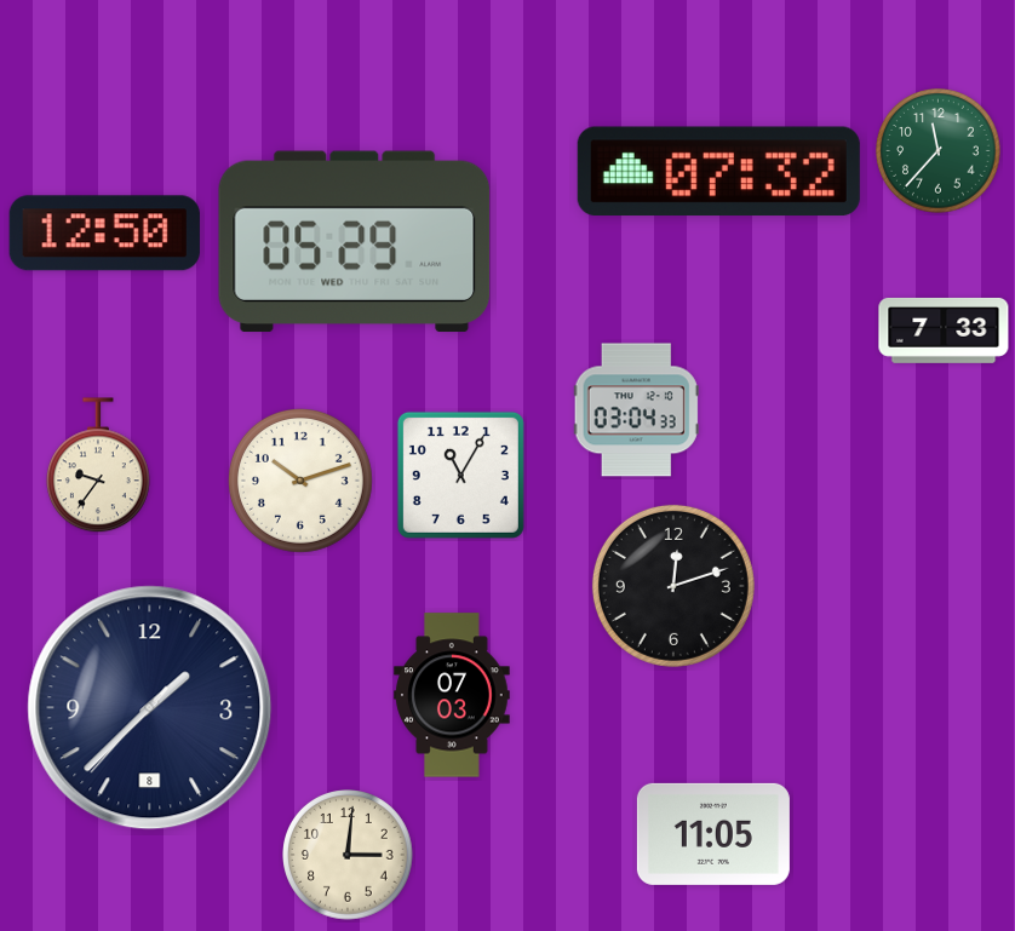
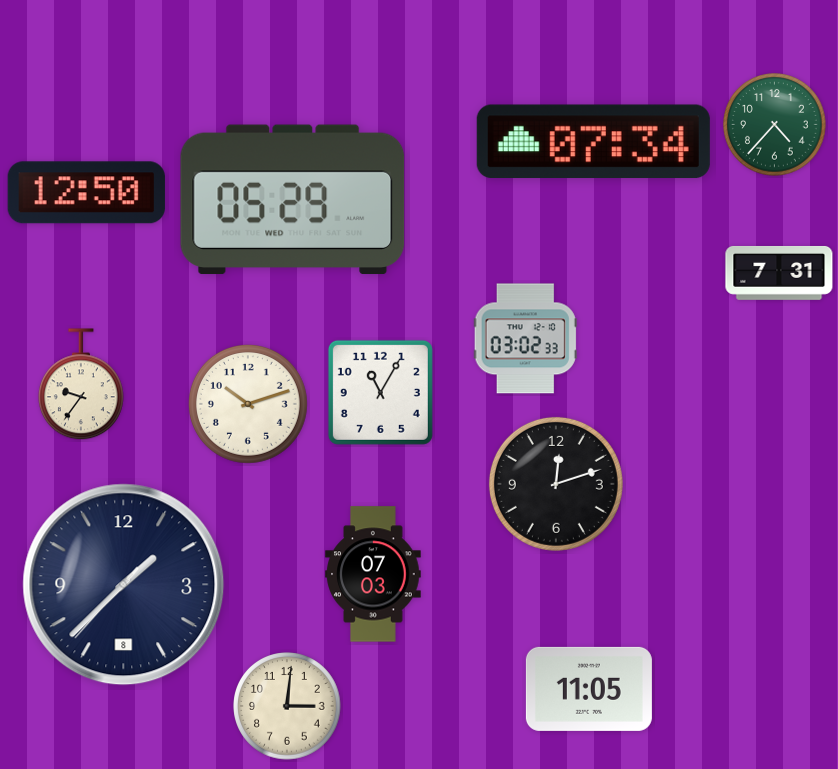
clock at (939, 151): 11:37 -> 4:37
clock at (718, 172): 07:32 -> 07:34
clock at (944, 331): 7:33 -> 7:31
clock at (636, 410): 03:04 -> 03:02
clock at (300, 481) position: (300, 481) -> (248, 404)
